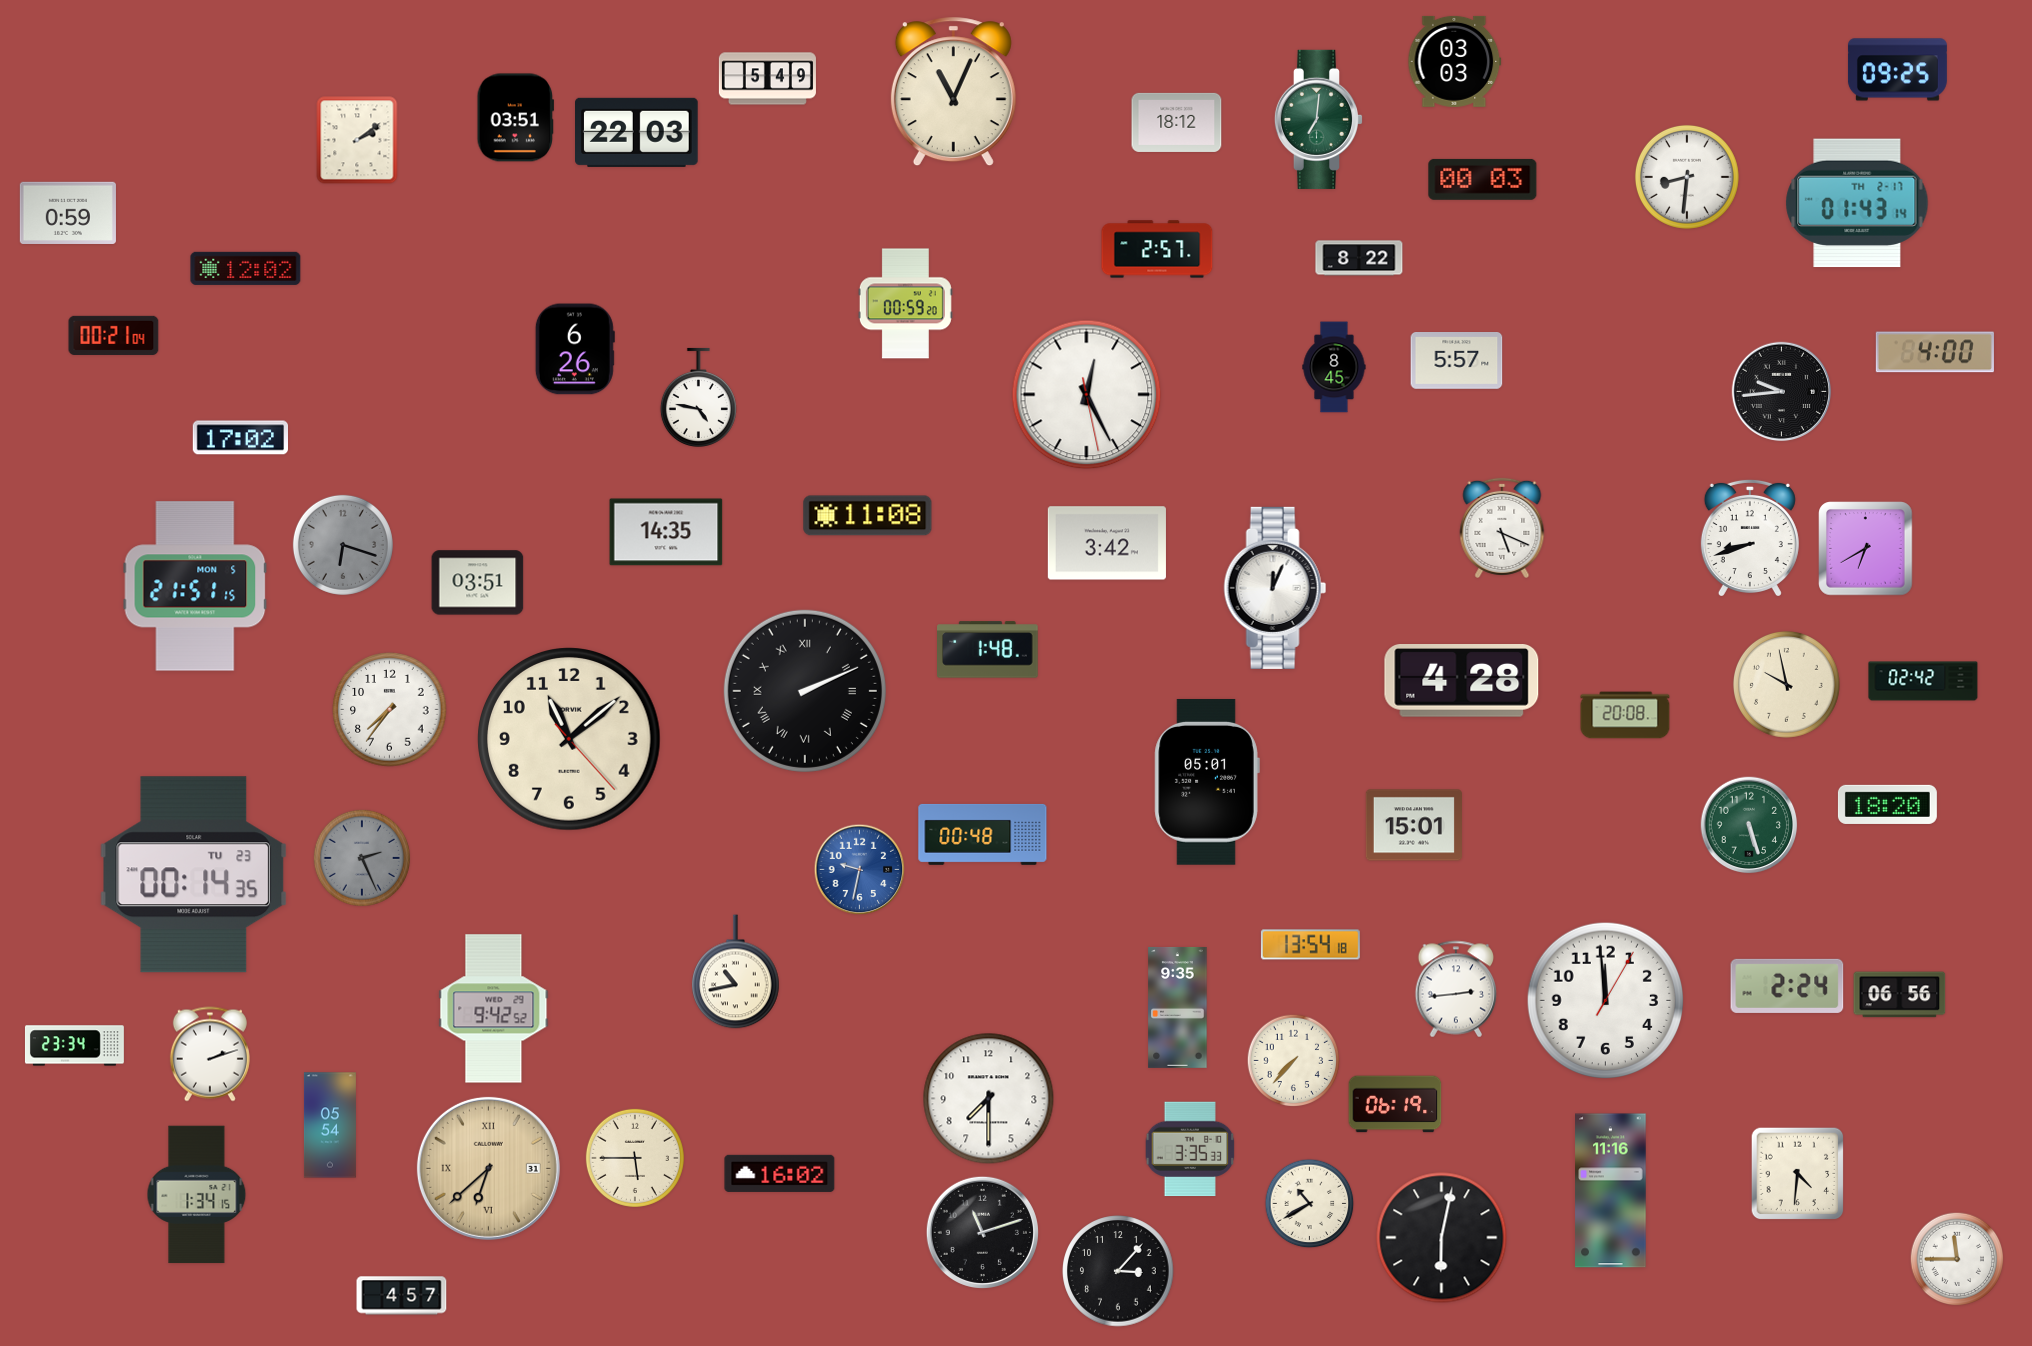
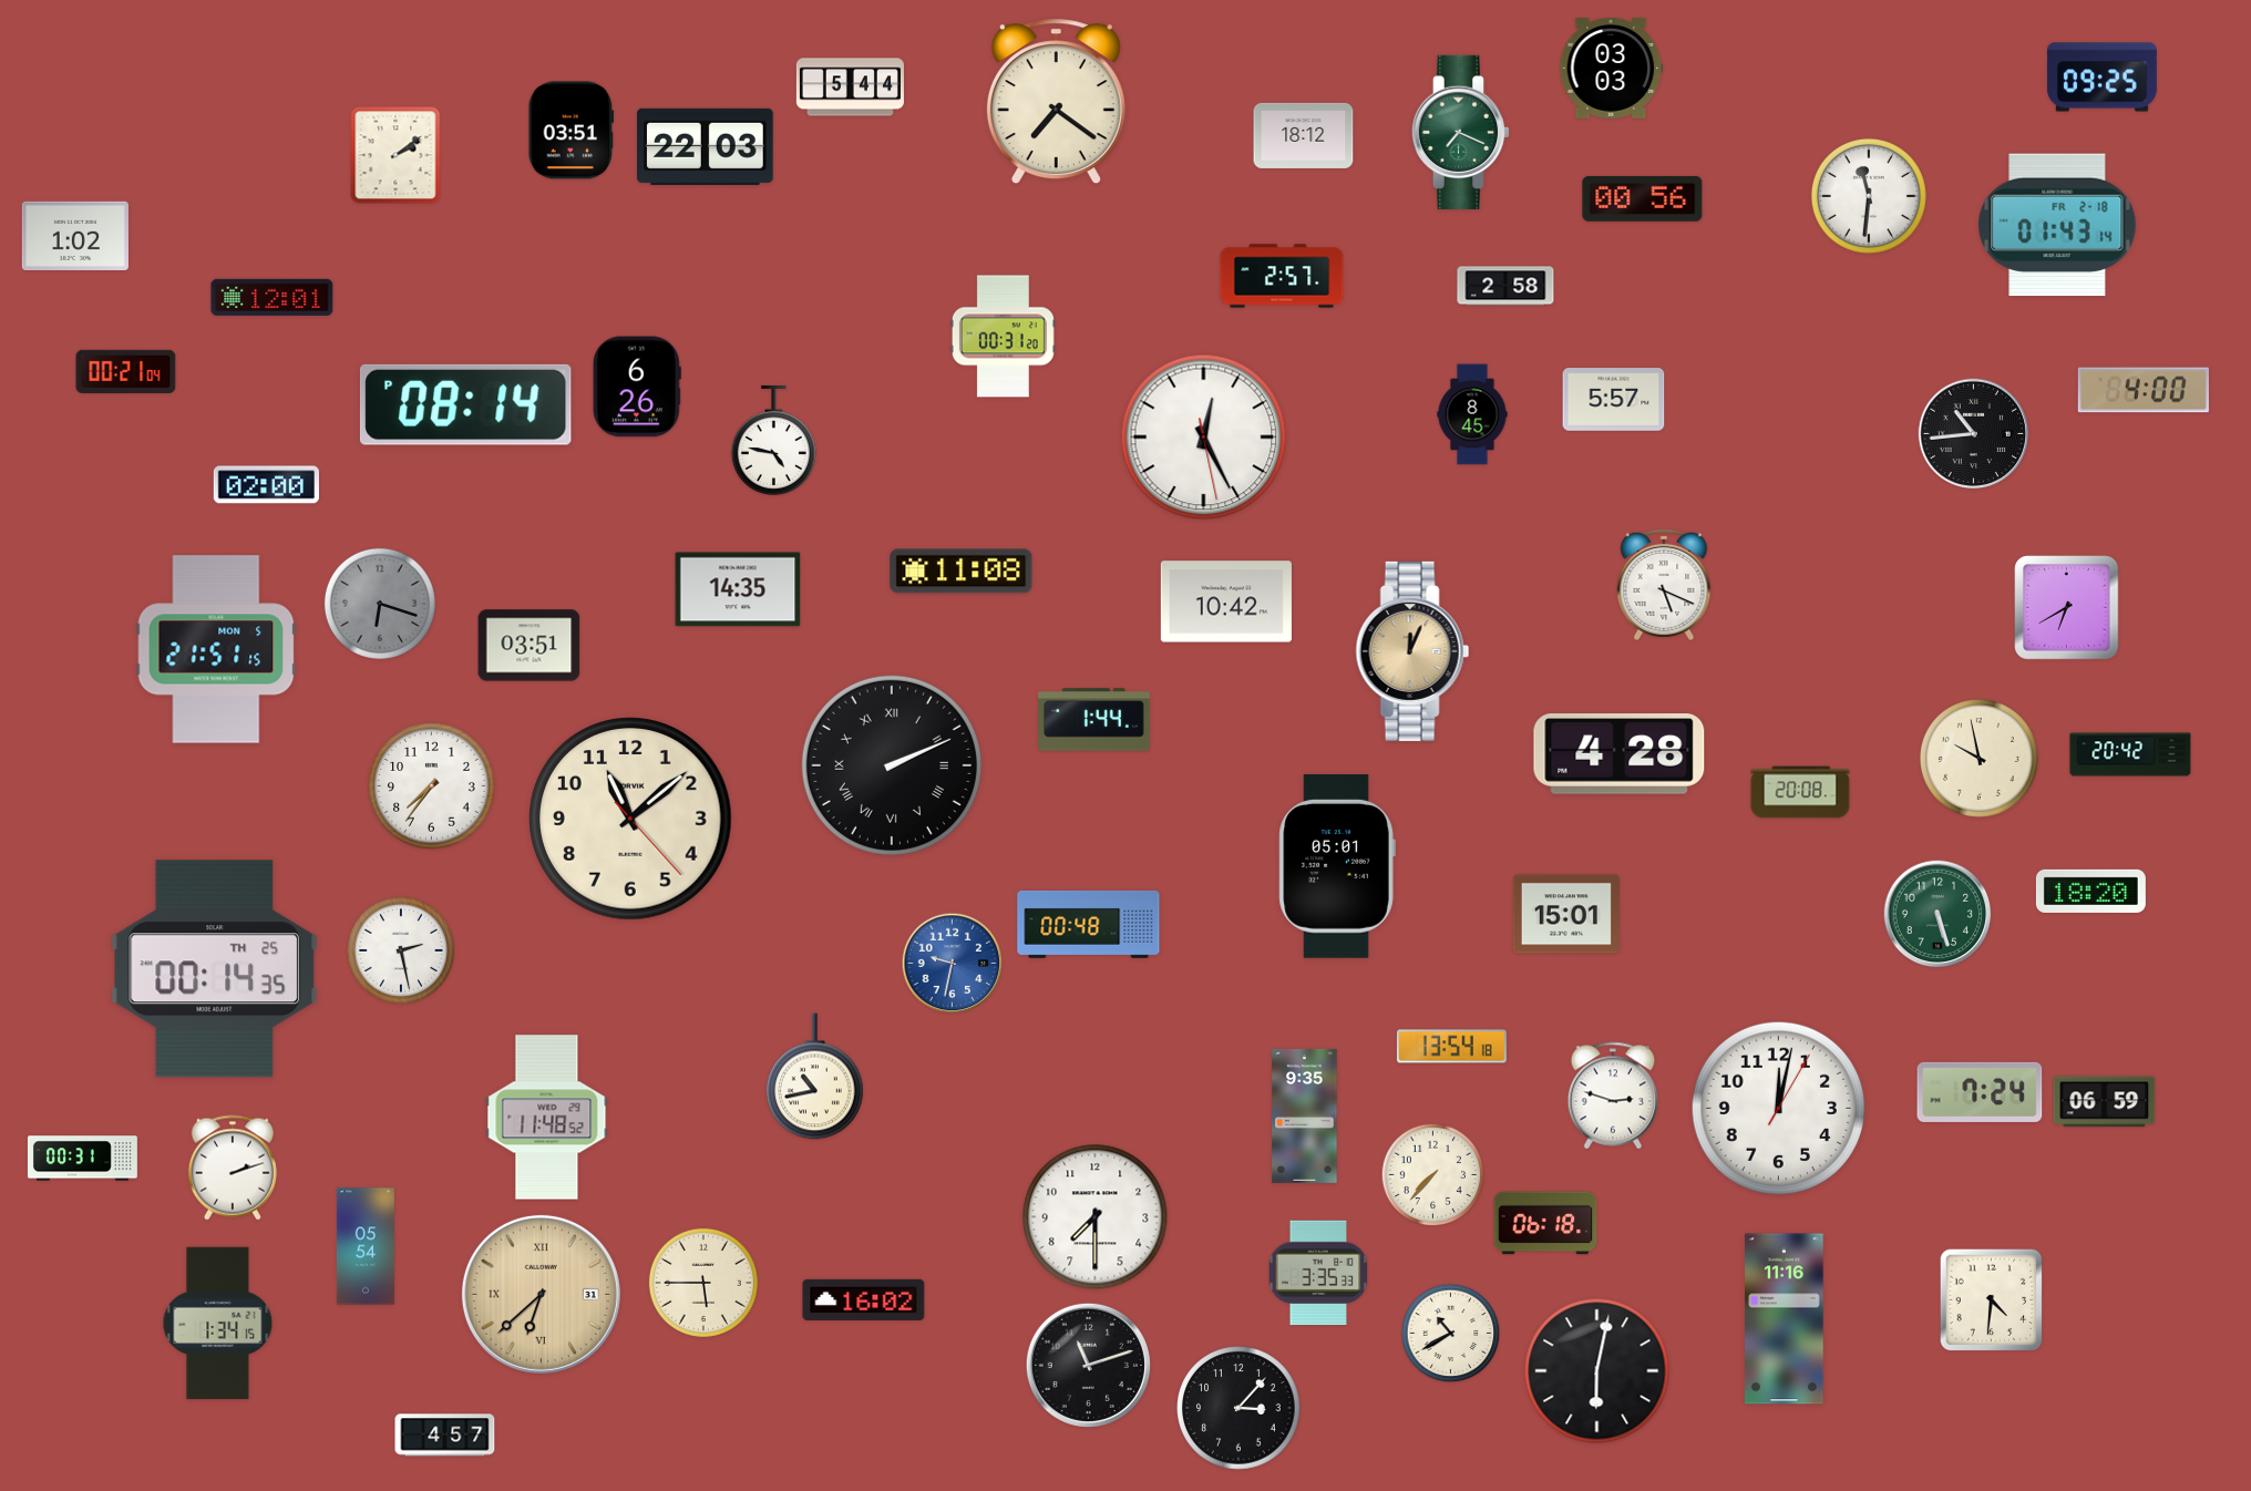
clock at (767, 79): 5:49 -> 5:44
clock at (953, 92): 11:04 -> 7:21
clock at (1319, 119): 7:01 -> 7:19
clock at (1687, 177): 8:31 -> 11:31
clock at (1483, 179): 00:03 -> 00:56
clock at (1857, 203) date: TH 2-17 -> FR 2-18
clock at (68, 213): 0:59 -> 1:02
clock at (1359, 258): 8:22 -> 2:58
clock at (246, 268): 12:02 -> 12:01
clock at (905, 304): 00:59 -> 00:31
clock at (465, 404): none -> 08:14
clock at (1334, 367) position: (1334, 367) -> (1472, 414)
clock at (1782, 392): 9:44 -> 10:44
clock at (240, 438): 17:02 -> 02:00
clock at (1750, 537): 8:42 -> none
clock at (1107, 543): 3:42 -> 10:42
clock at (1275, 588) dial: white -> champagne
clock at (988, 650): 1:48 -> 1:44
clock at (1923, 681): 02:42 -> 20:42
clock at (362, 858): 2:26 -> 2:28
clock at (362, 858) dial: grey -> white
clock at (194, 875) date: TU 23 -> TH 25
clock at (1787, 986): 2:24 -> 7:24
clock at (1456, 989): 2:44 -> 2:48
clock at (1900, 995): 06:56 -> 06:59
clock at (1605, 1000): 11:59 -> 12:02
clock at (494, 1009): 9:42 -> 11:48
clock at (74, 1046): 23:34 -> 00:31
clock at (1395, 1104): 06:19 -> 06:18
clock at (1957, 1259): 11:45 -> none
